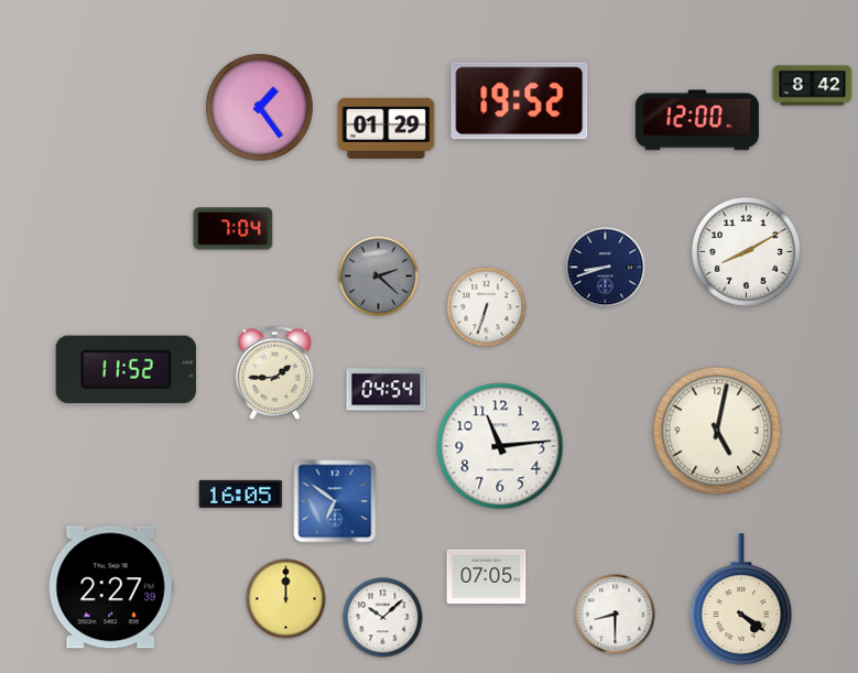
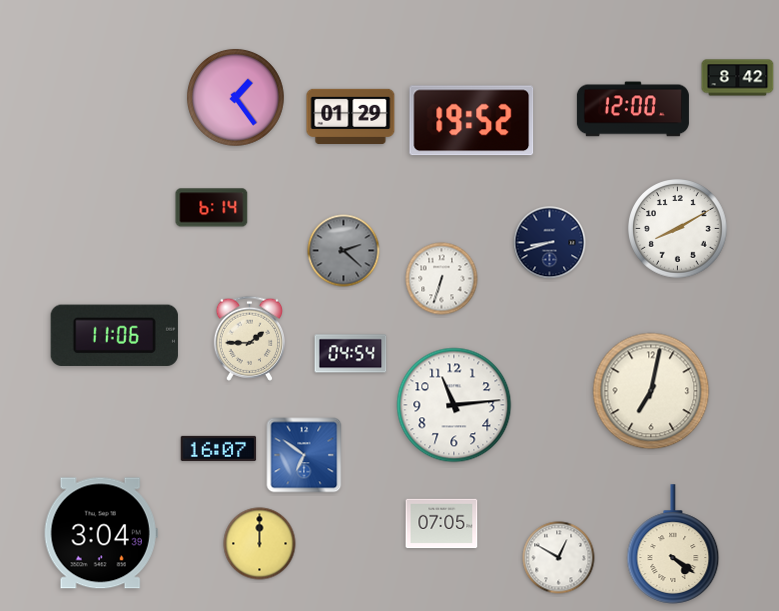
clock at (520, 101) position: (520, 101) -> (472, 121)
clock at (233, 229): 7:04 -> 6:14
clock at (126, 369): 11:52 -> 11:06
clock at (717, 431): 5:02 -> 7:02
clock at (241, 493): 16:05 -> 16:07
clock at (111, 587): 2:27 -> 3:04
clock at (616, 615): 8:30 -> 12:50
clock at (383, 618): 10:08 -> none
